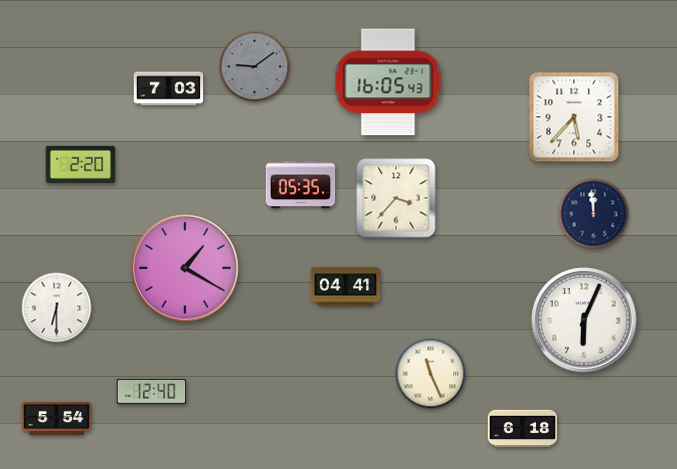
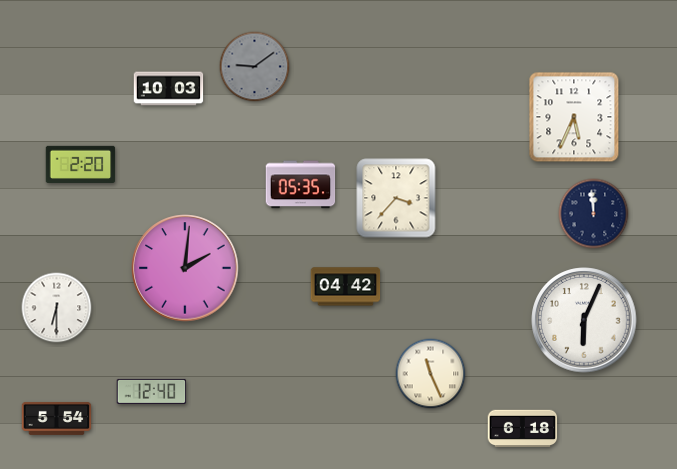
clock at (388, 82): 16:05 -> none
clock at (169, 89): 7:03 -> 10:03
clock at (574, 117): 5:37 -> 5:34
clock at (185, 268): 1:20 -> 2:01
clock at (346, 287): 04:41 -> 04:42
